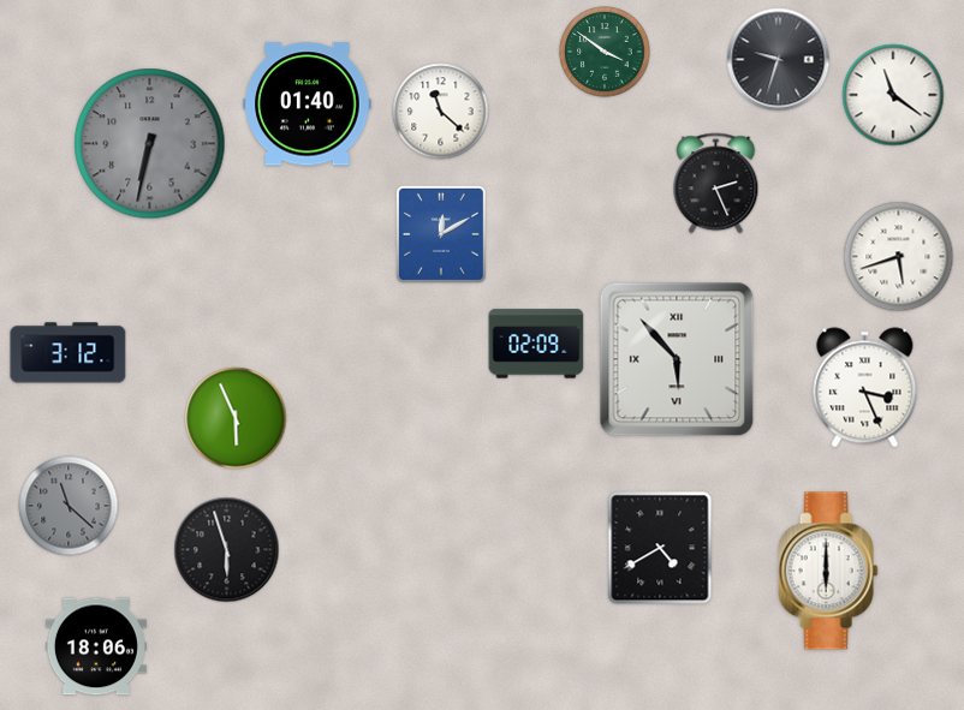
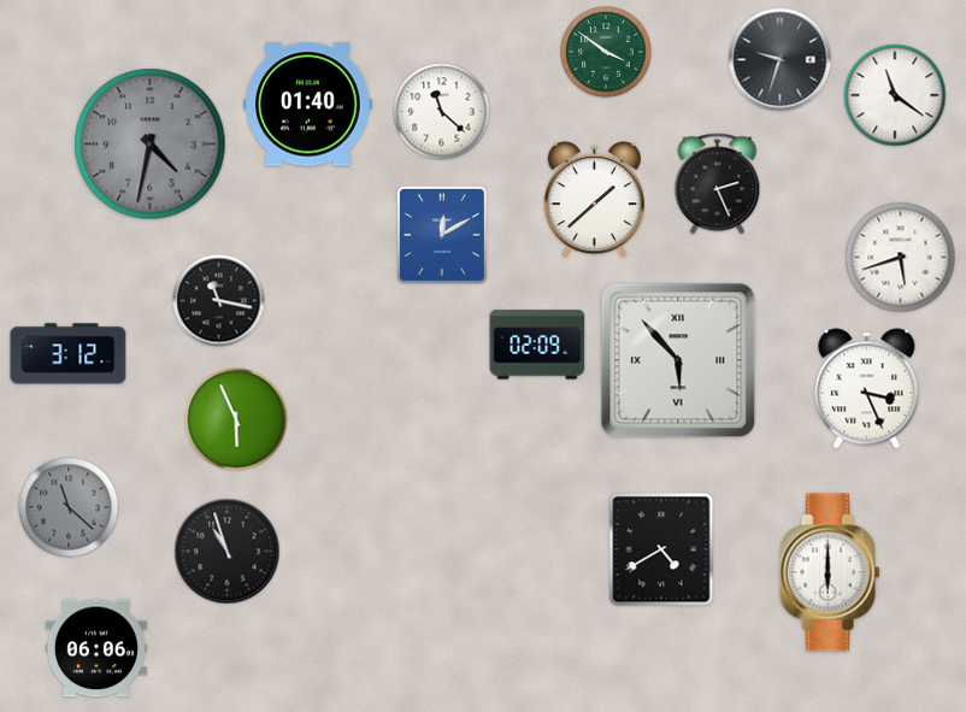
clock at (150, 144): 6:32 -> 4:32
clock at (595, 200): none -> 1:38
clock at (219, 301): none -> 11:17
clock at (227, 550): 5:57 -> 10:57
clock at (96, 646): 18:06 -> 06:06
